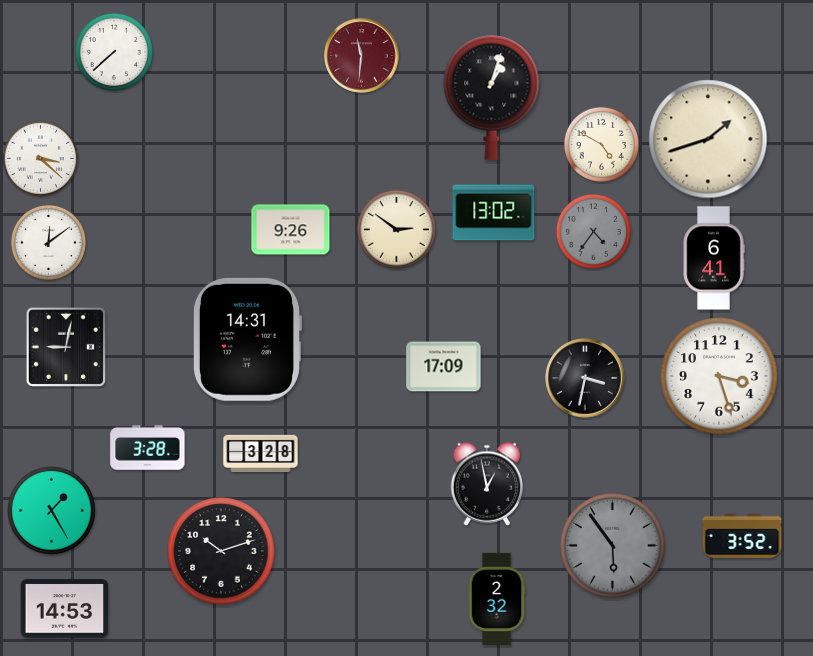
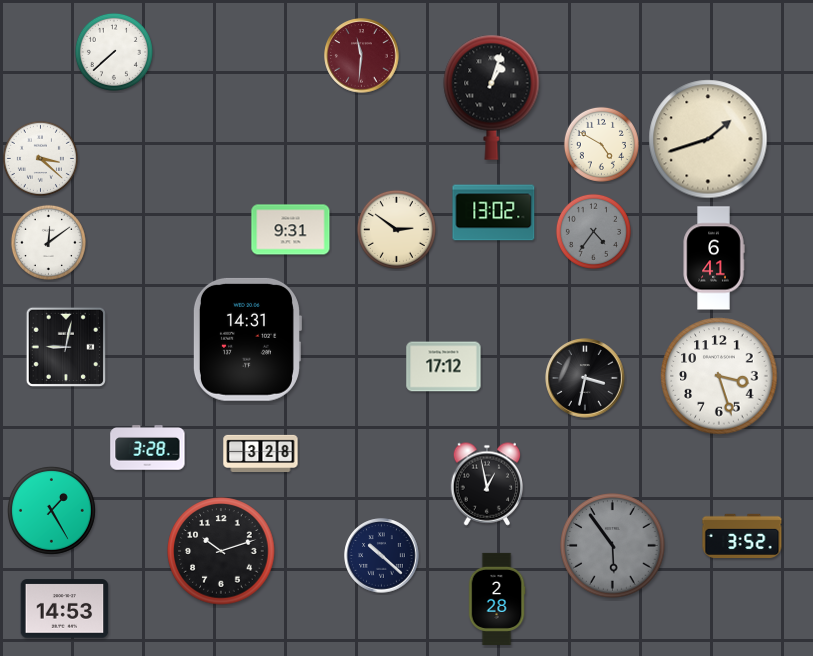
clock at (291, 230): 9:26 -> 9:31
clock at (444, 367): 17:09 -> 17:12
clock at (382, 556): none -> 10:22
clock at (497, 599): 2:32 -> 2:28
